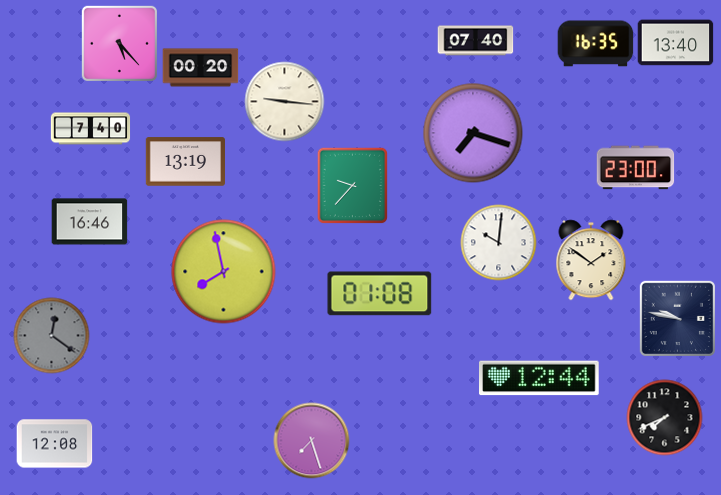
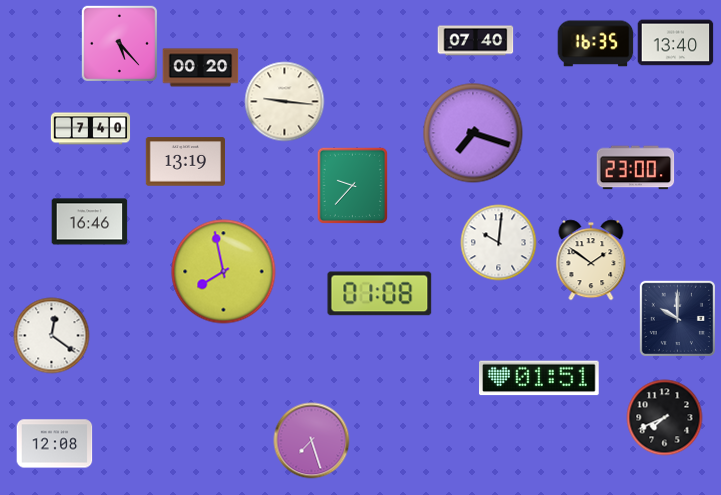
clock at (677, 318): 9:47 -> 10:00
clock at (52, 336) dial: grey -> white
clock at (540, 378): 12:44 -> 01:51
